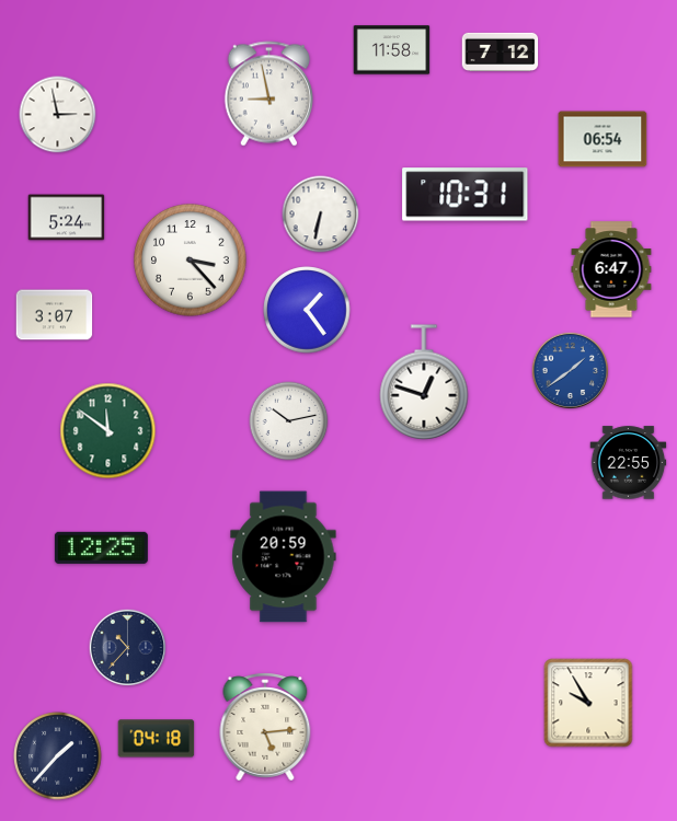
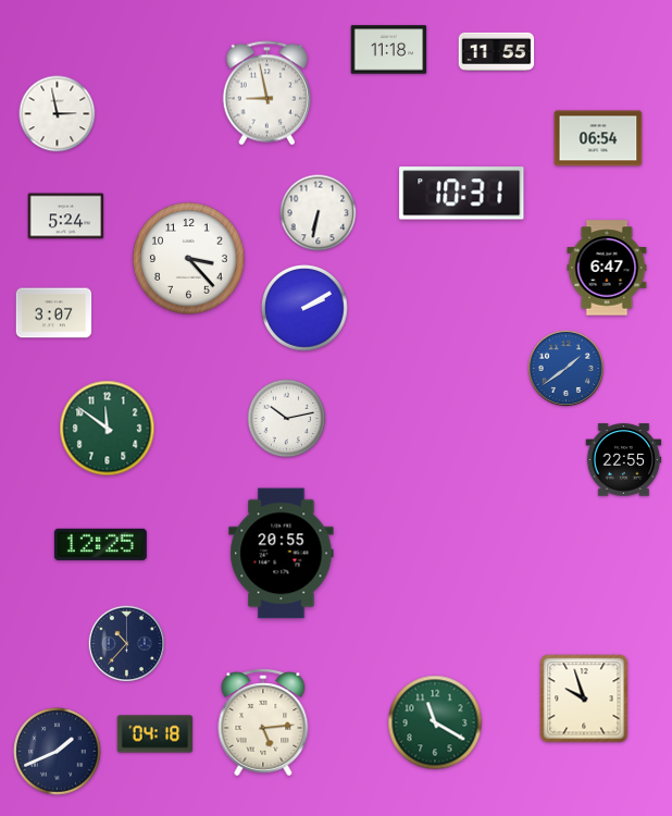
clock at (392, 50): 11:58 -> 11:18
clock at (501, 51): 7:12 -> 11:55
clock at (307, 310): 1:24 -> 2:10
clock at (424, 382): 12:48 -> none
clock at (284, 557): 20:59 -> 20:55
clock at (588, 703): 9:55 -> 9:57
clock at (435, 722): none -> 11:20
clock at (58, 756): 1:37 -> 1:41
